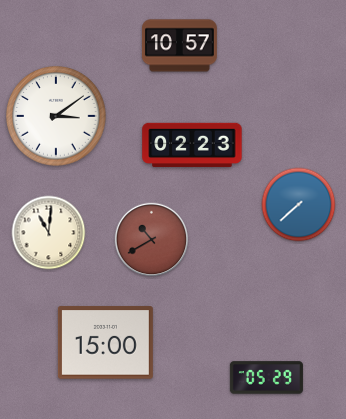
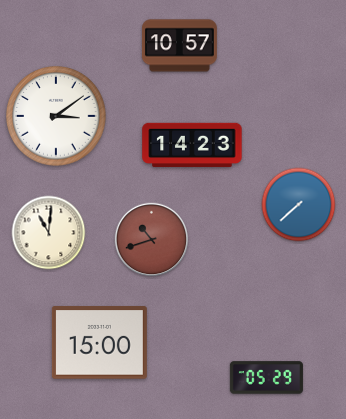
clock at (192, 145): 02:23 -> 14:23
clock at (152, 240): 10:40 -> 10:42
clock at (105, 343) position: (105, 343) -> (99, 343)
